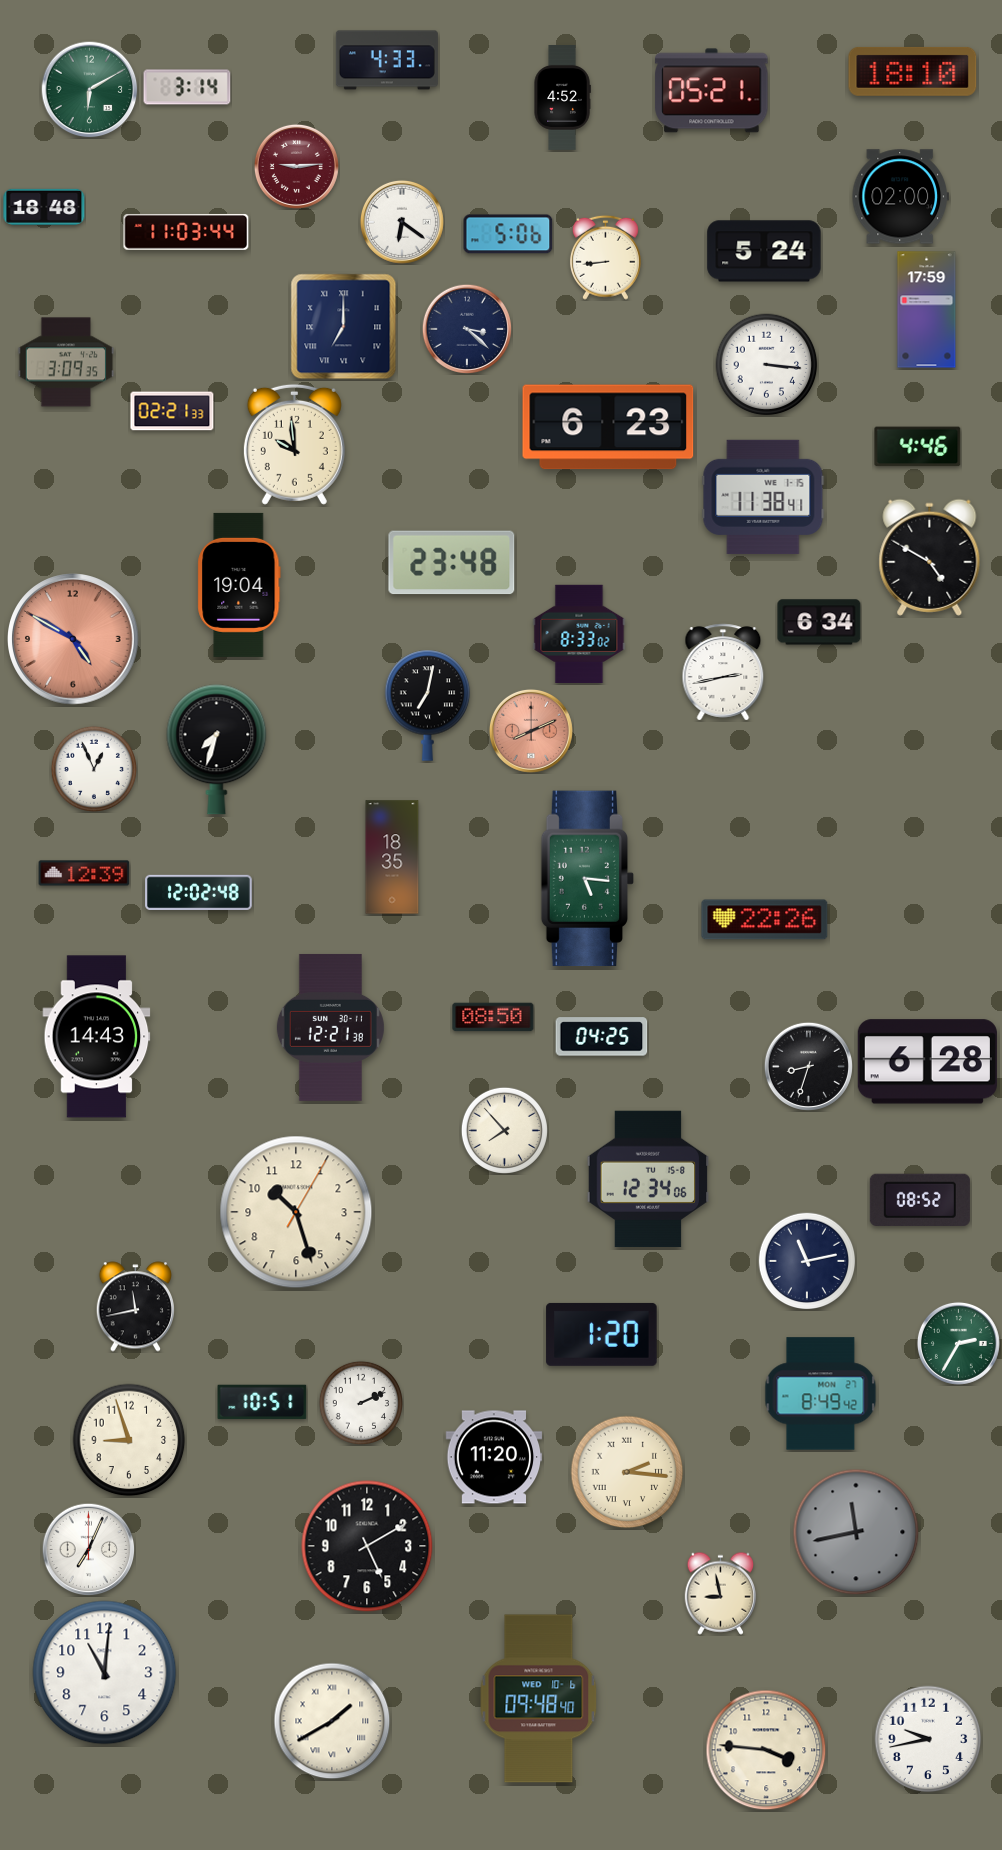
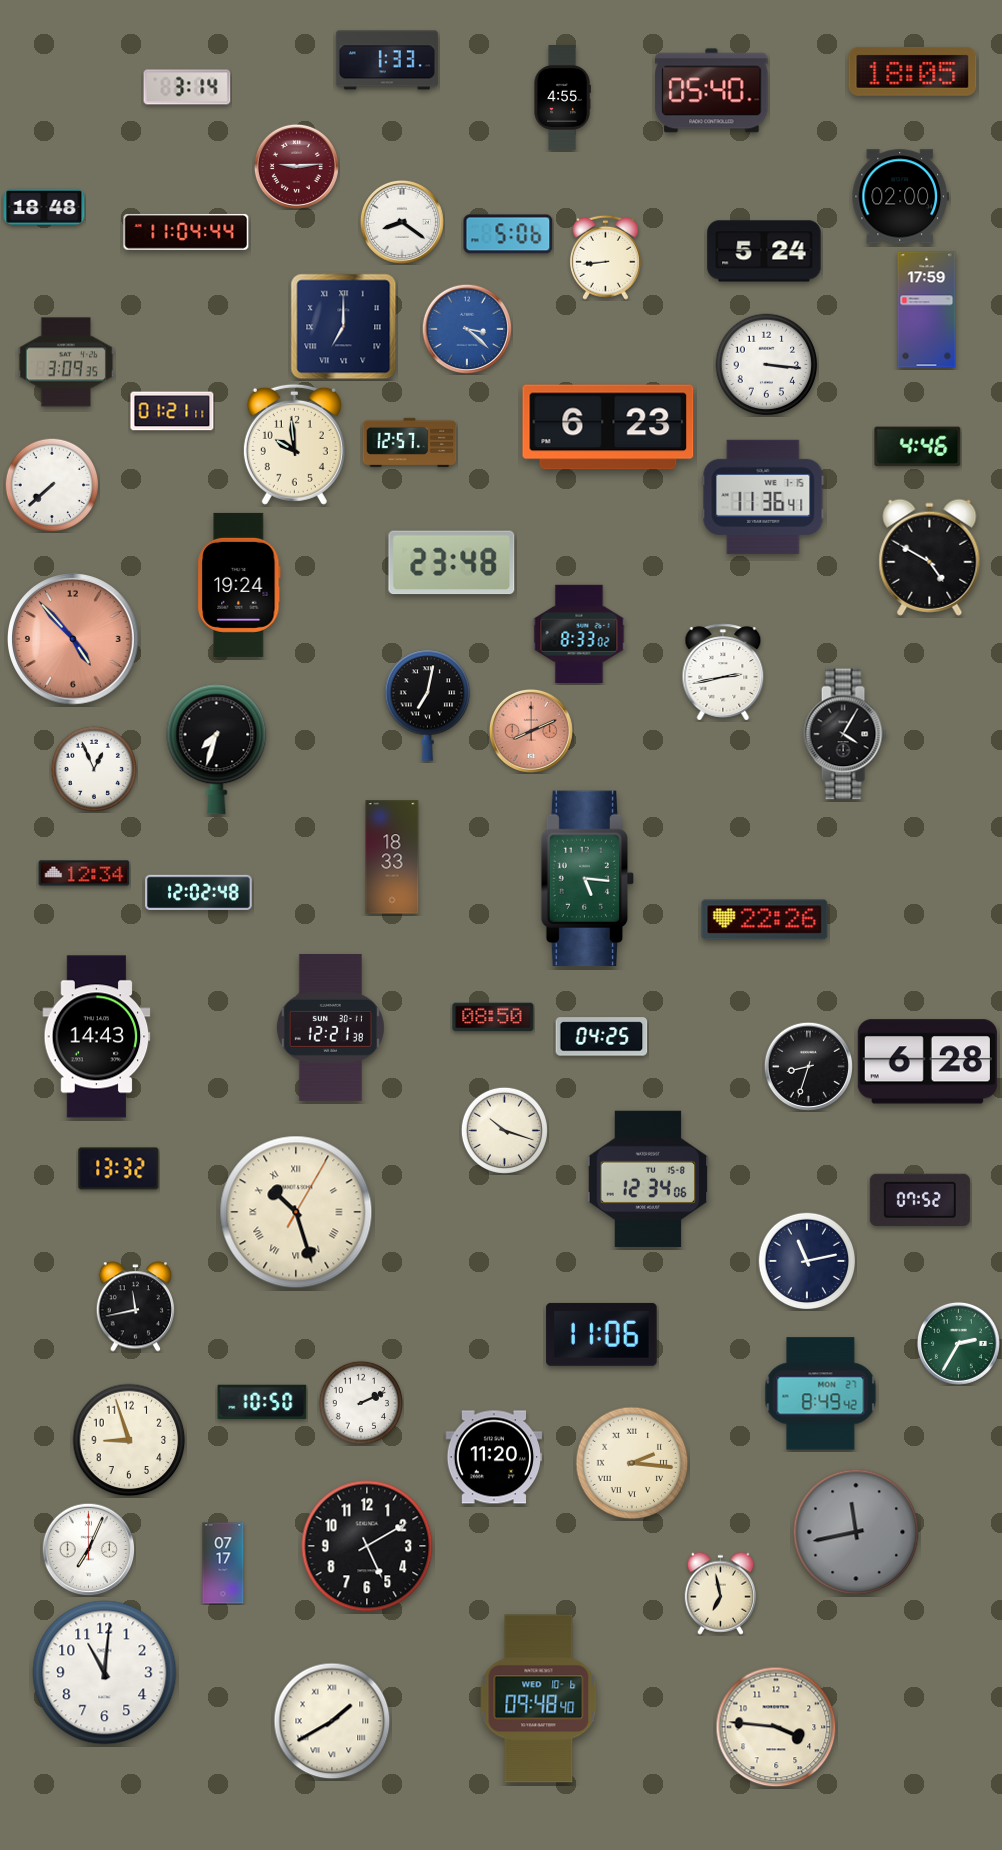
clock at (387, 60): 4:33 -> 1:33
clock at (913, 71): 18:10 -> 18:05
clock at (90, 90): 6:10 -> none
clock at (712, 91): 05:21 -> 05:40
clock at (562, 98): 4:52 -> 4:55
clock at (402, 222): 6:21 -> 8:21
clock at (186, 232): 11:03 -> 11:04
clock at (466, 328) dial: navy -> blue
clock at (172, 411): 02:21 -> 01:21
clock at (410, 442): none -> 12:57
clock at (51, 484): none -> 7:38
clock at (763, 497): 11:38 -> 11:36
clock at (239, 585): 19:04 -> 19:24
clock at (819, 622): 6:34 -> none
clock at (74, 640): 4:50 -> 4:53
clock at (845, 734): none -> 4:05
clock at (392, 857): 18:35 -> 18:33
clock at (84, 873): 12:39 -> 12:34
clock at (504, 1130): 7:53 -> 10:18
clock at (119, 1169): none -> 13:32
clock at (920, 1199): 08:52 -> 07:52
clock at (296, 1212) numerals: Arabic -> Roman
clock at (602, 1334): 1:20 -> 11:06
clock at (262, 1402): 10:51 -> 10:50
clock at (627, 1472) position: (627, 1472) -> (632, 1463)
clock at (223, 1563): none -> 07:17
clock at (721, 1593): 8:58 -> 6:58
clock at (928, 1739): 9:43 -> none
clock at (766, 1750) position: (766, 1750) -> (776, 1727)
